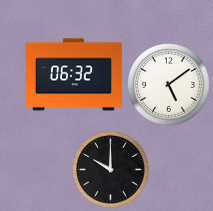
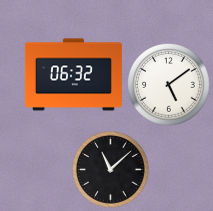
clock at (111, 170): 10:00 -> 11:08
